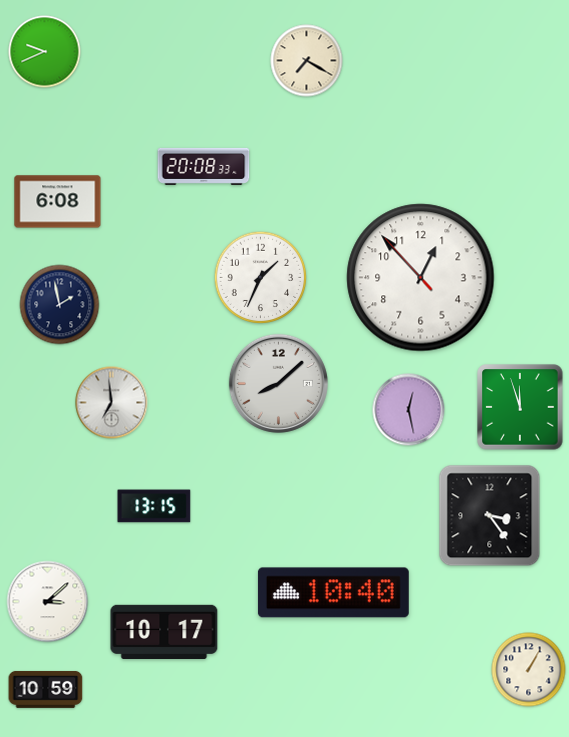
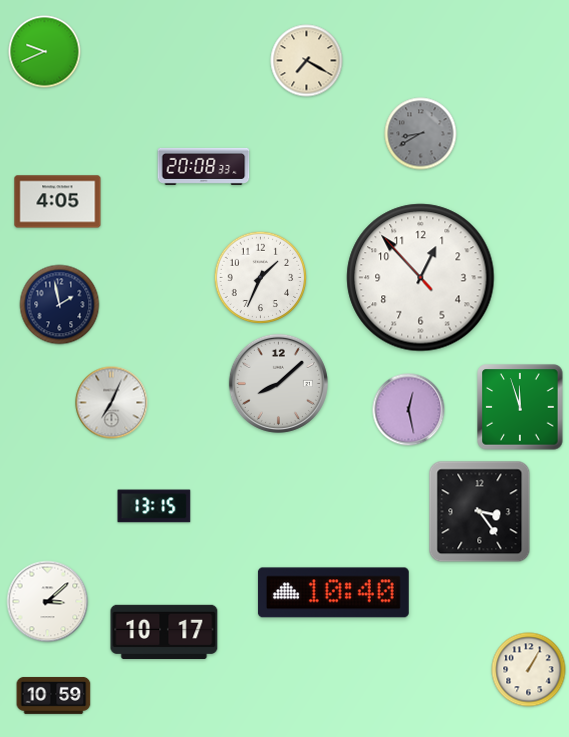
clock at (421, 134): none -> 8:40
clock at (58, 202): 6:08 -> 4:05
clock at (112, 403): 6:59 -> 7:04
clock at (490, 516) position: (490, 516) -> (480, 512)
clock at (46, 689) position: (46, 689) -> (54, 695)
